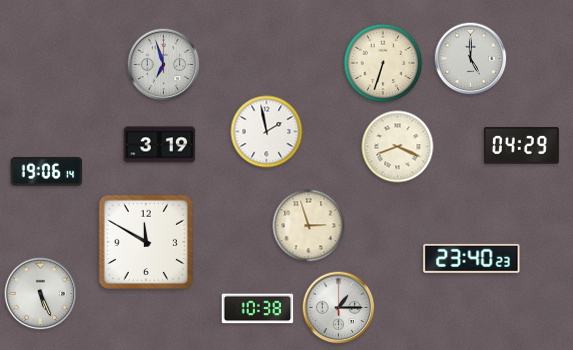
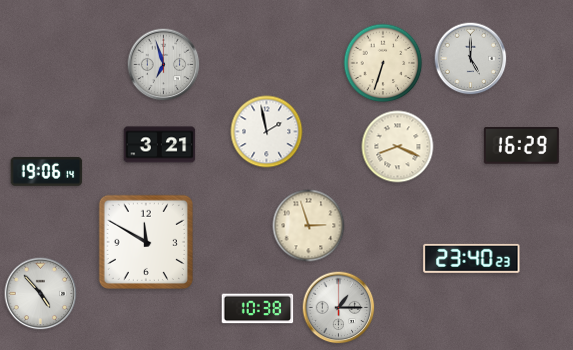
clock at (160, 145): 3:19 -> 3:21
clock at (521, 146): 04:29 -> 16:29
clock at (41, 294): 5:26 -> 4:53
